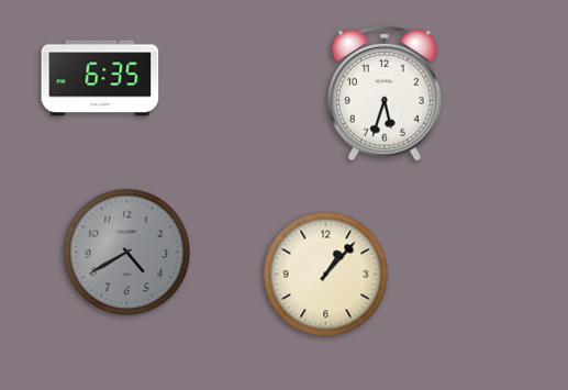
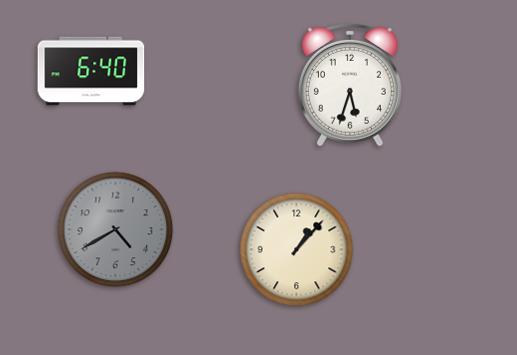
clock at (100, 78): 6:35 -> 6:40
